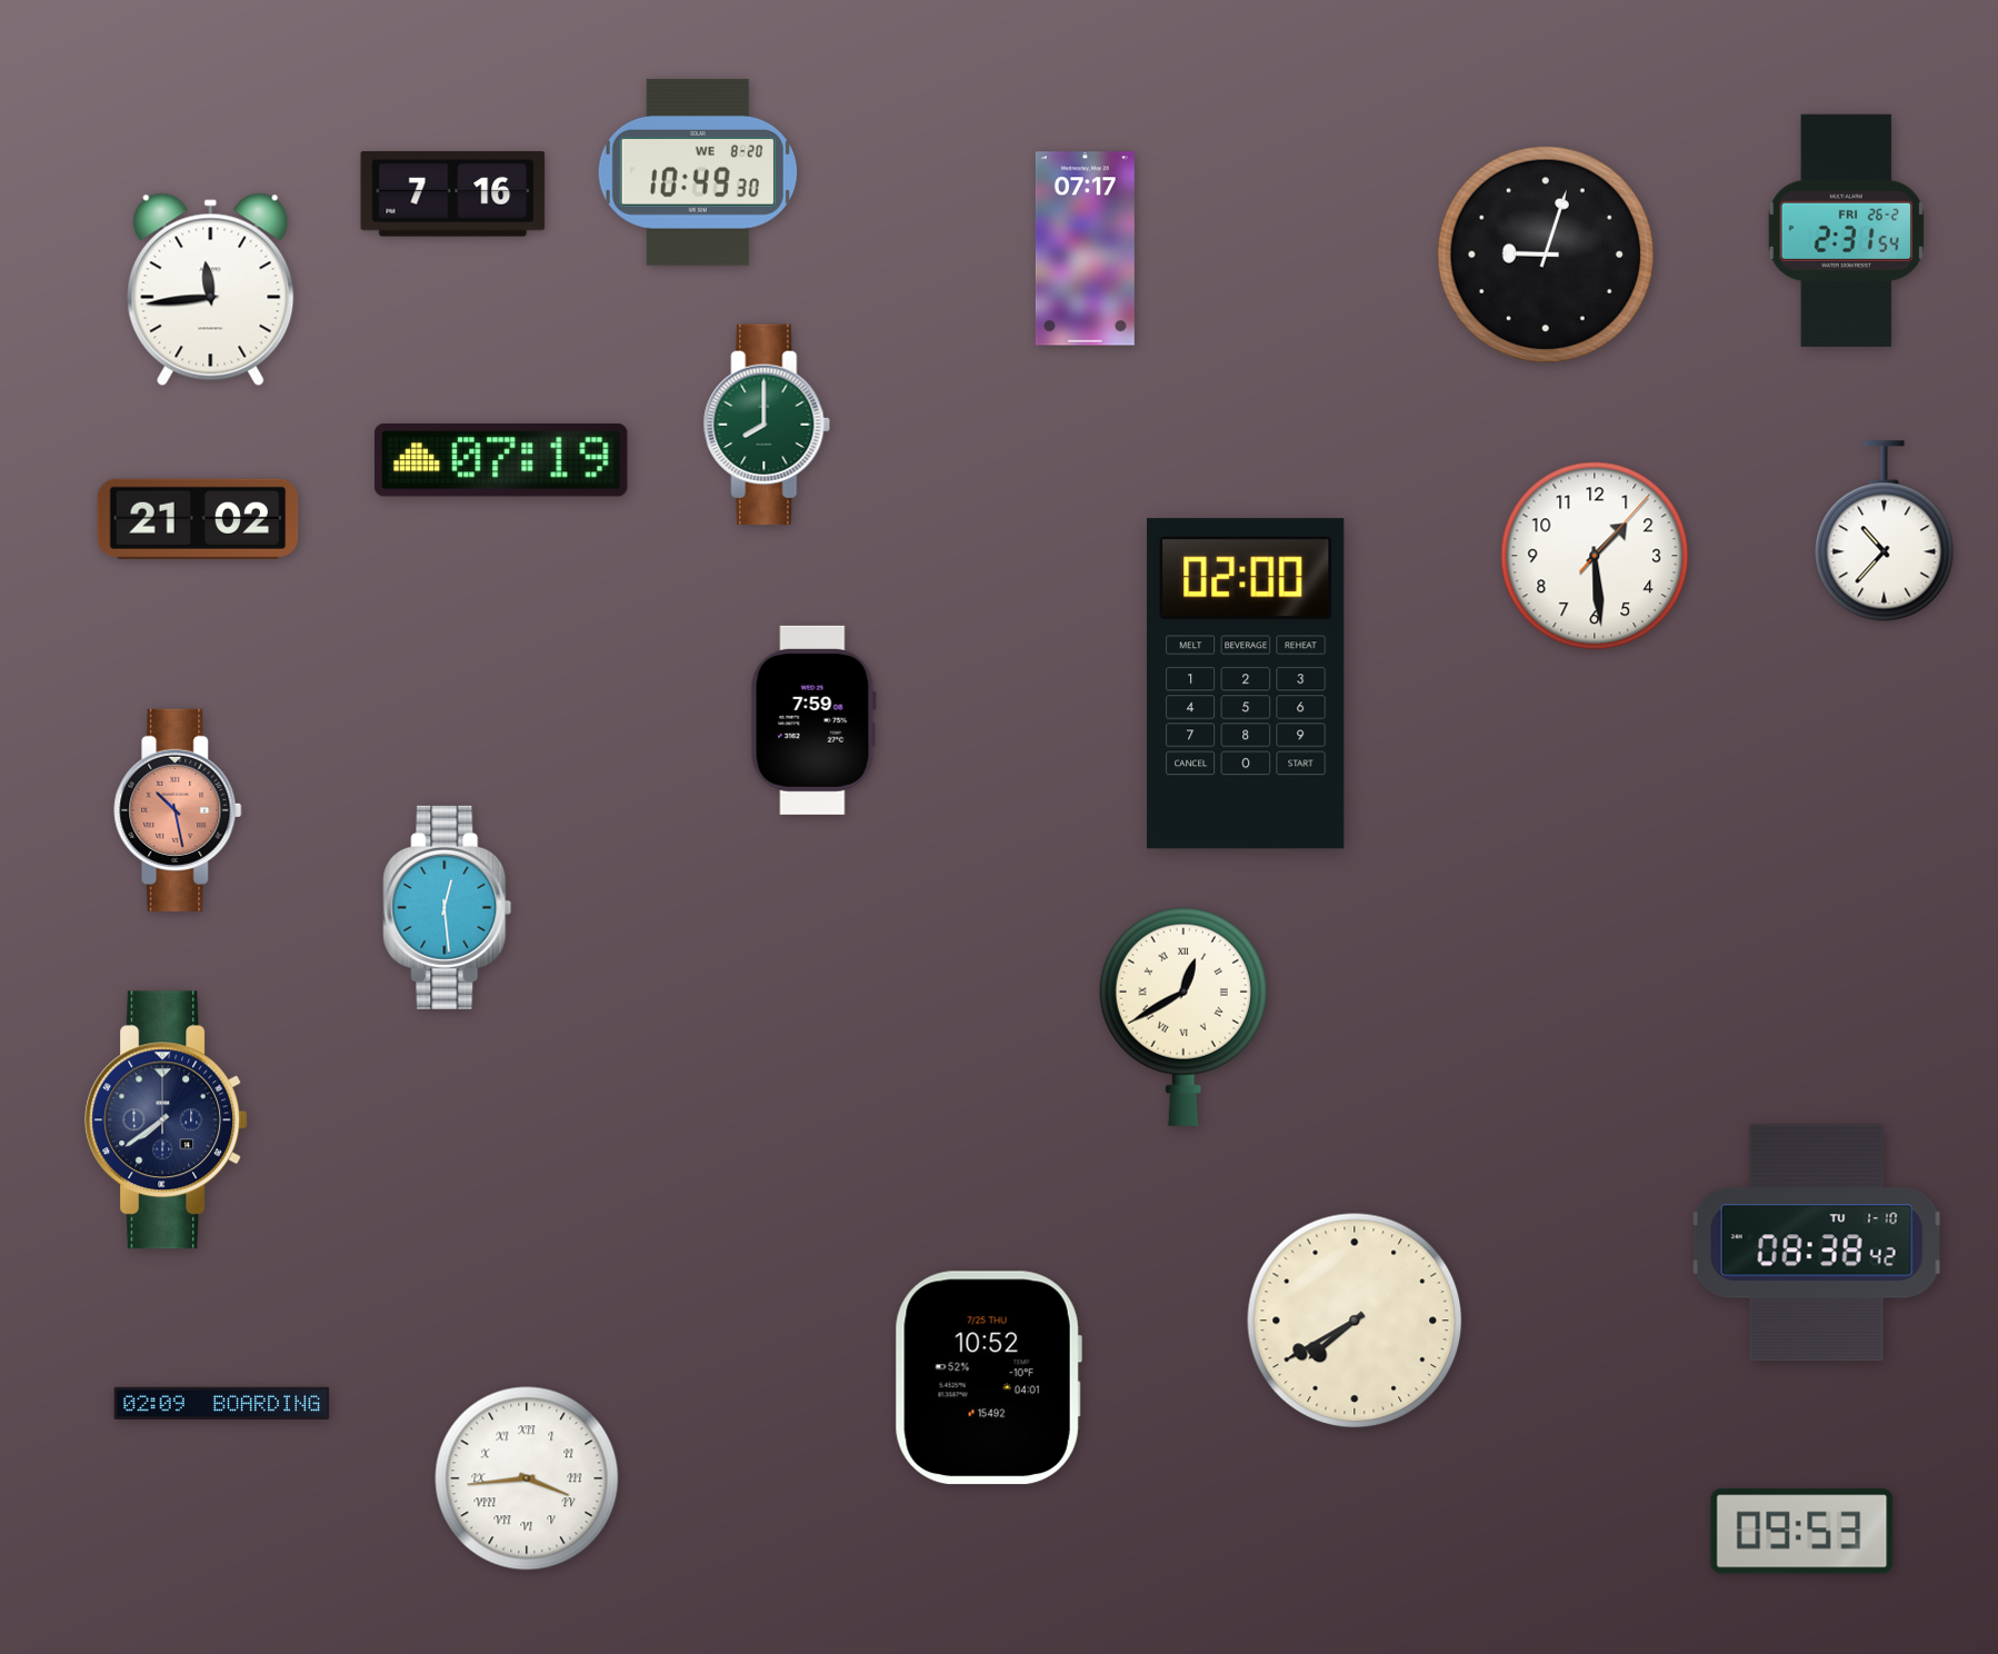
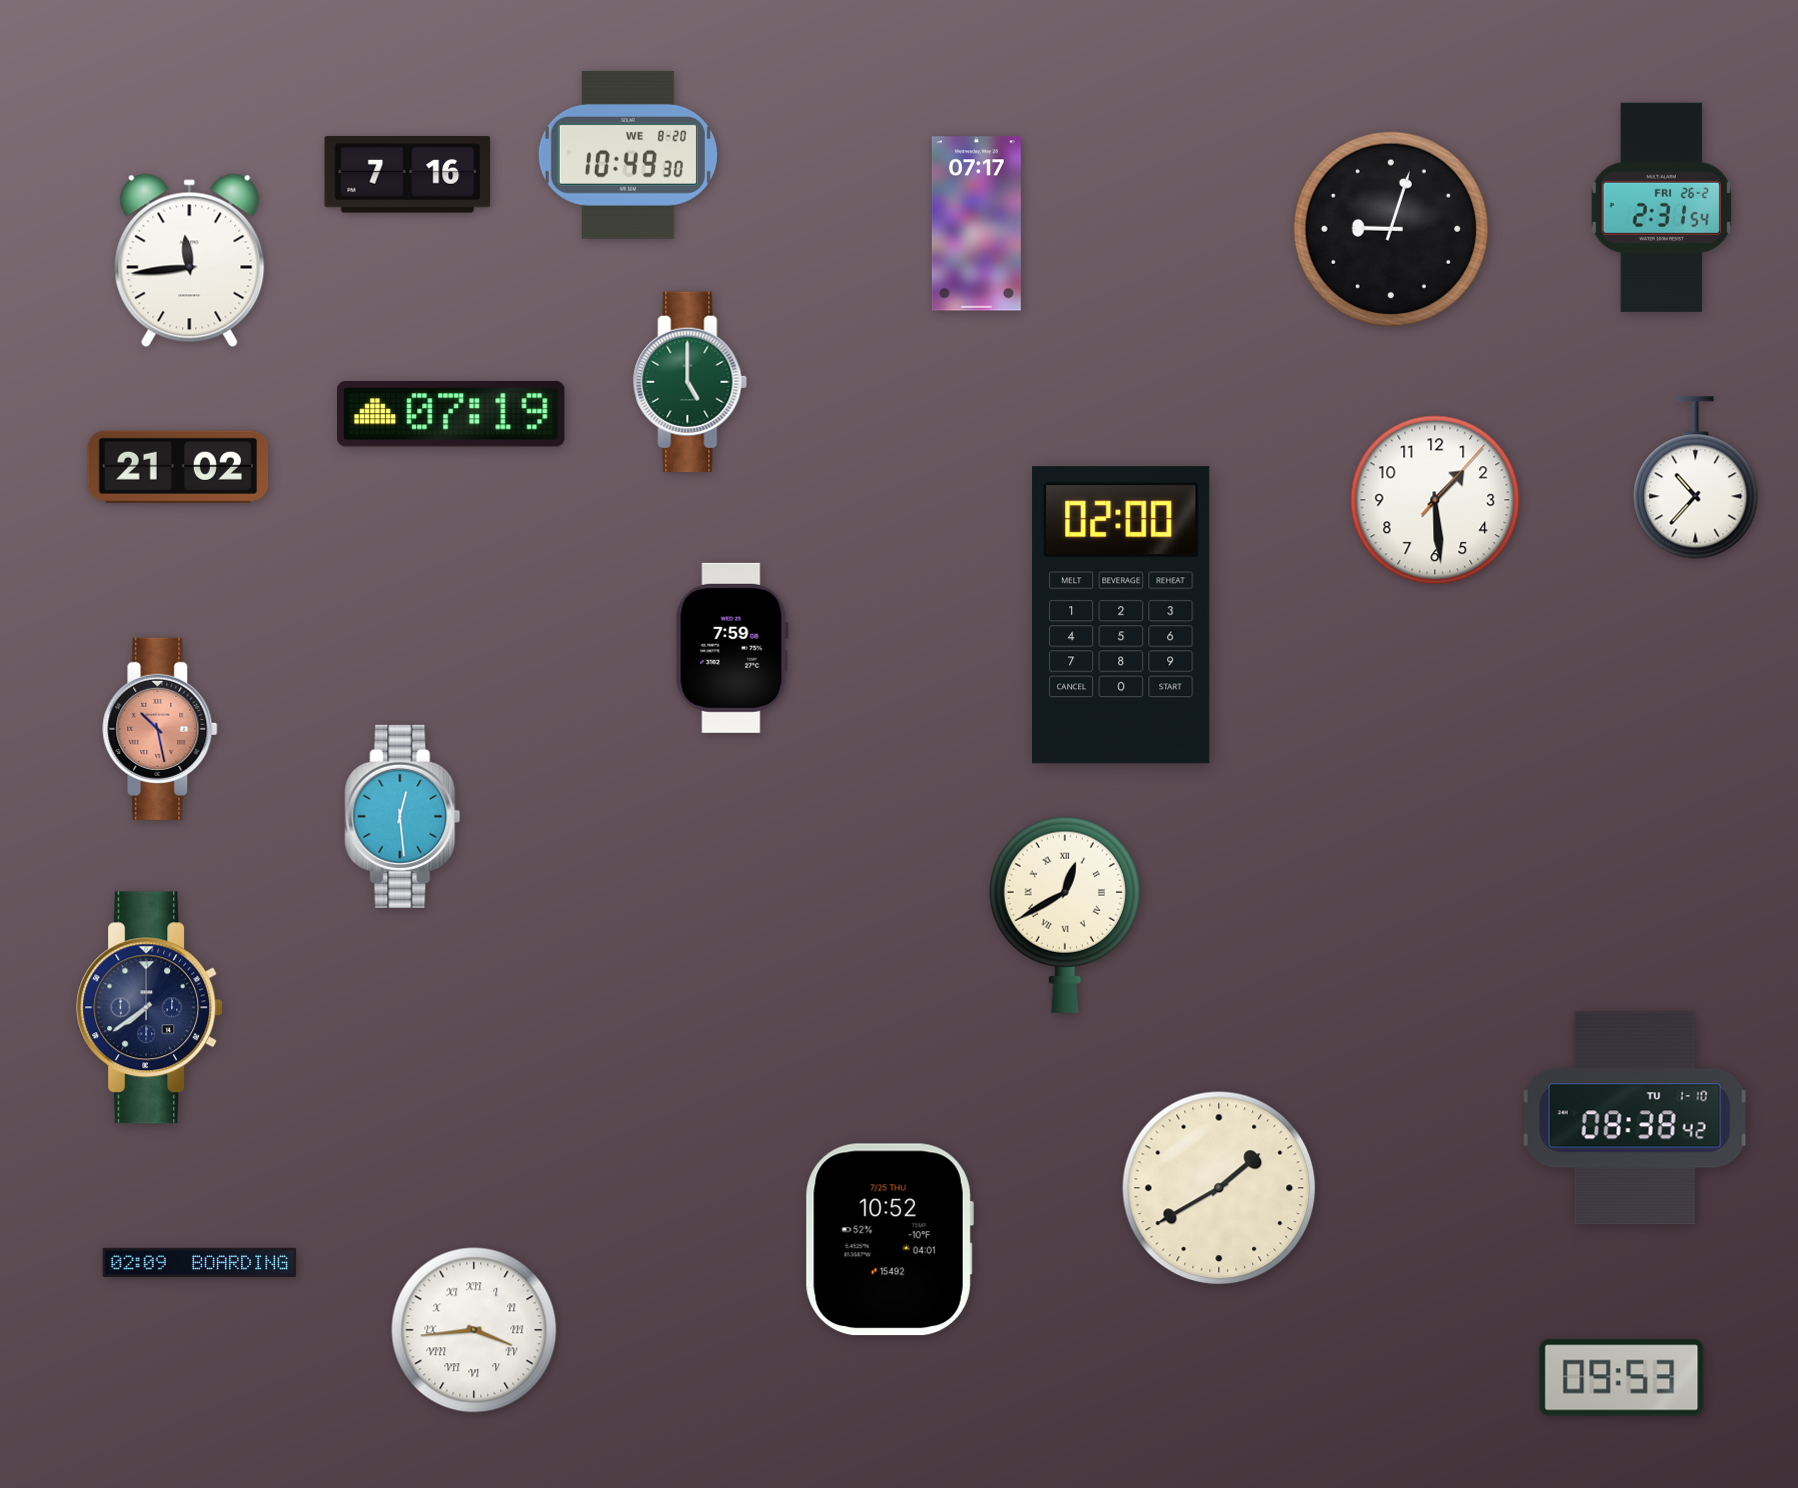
clock at (767, 425): 8:00 -> 5:00
clock at (1355, 1321): 7:40 -> 1:40
